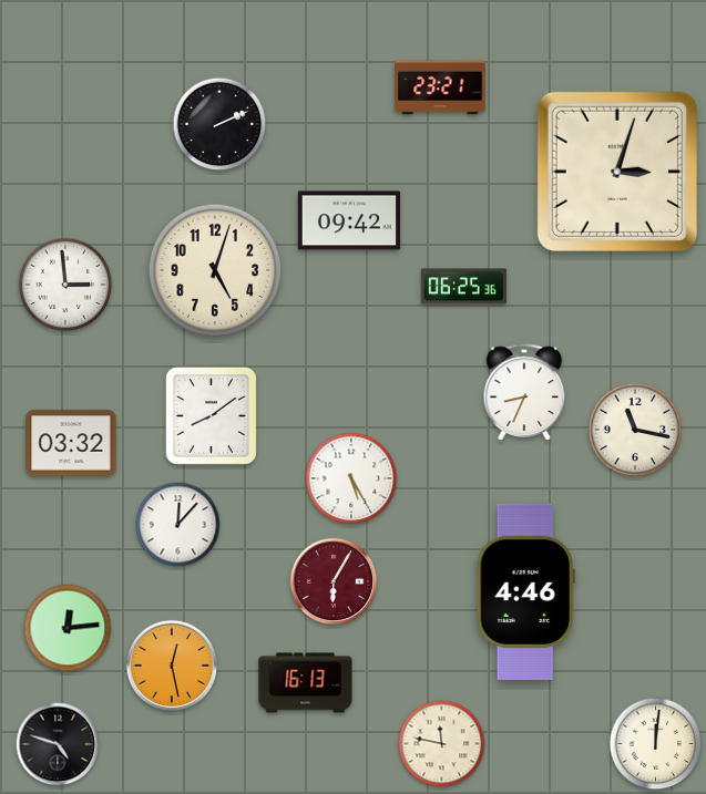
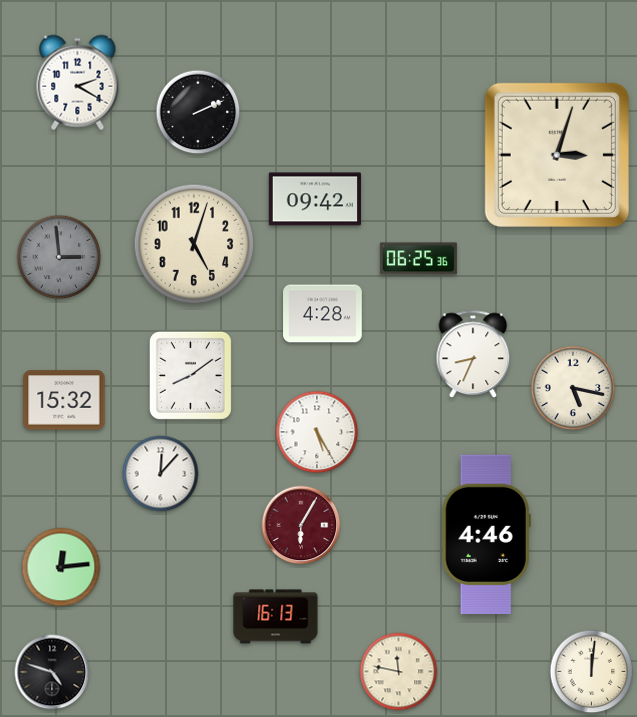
clock at (440, 87): 23:21 -> none
clock at (78, 83): none -> 2:20
clock at (65, 285) dial: white -> grey
clock at (323, 314): none -> 4:28
clock at (635, 430): 11:17 -> 5:17
clock at (71, 443): 03:32 -> 15:32
clock at (525, 592) position: (525, 592) -> (486, 535)
clock at (172, 666): 12:28 -> none
